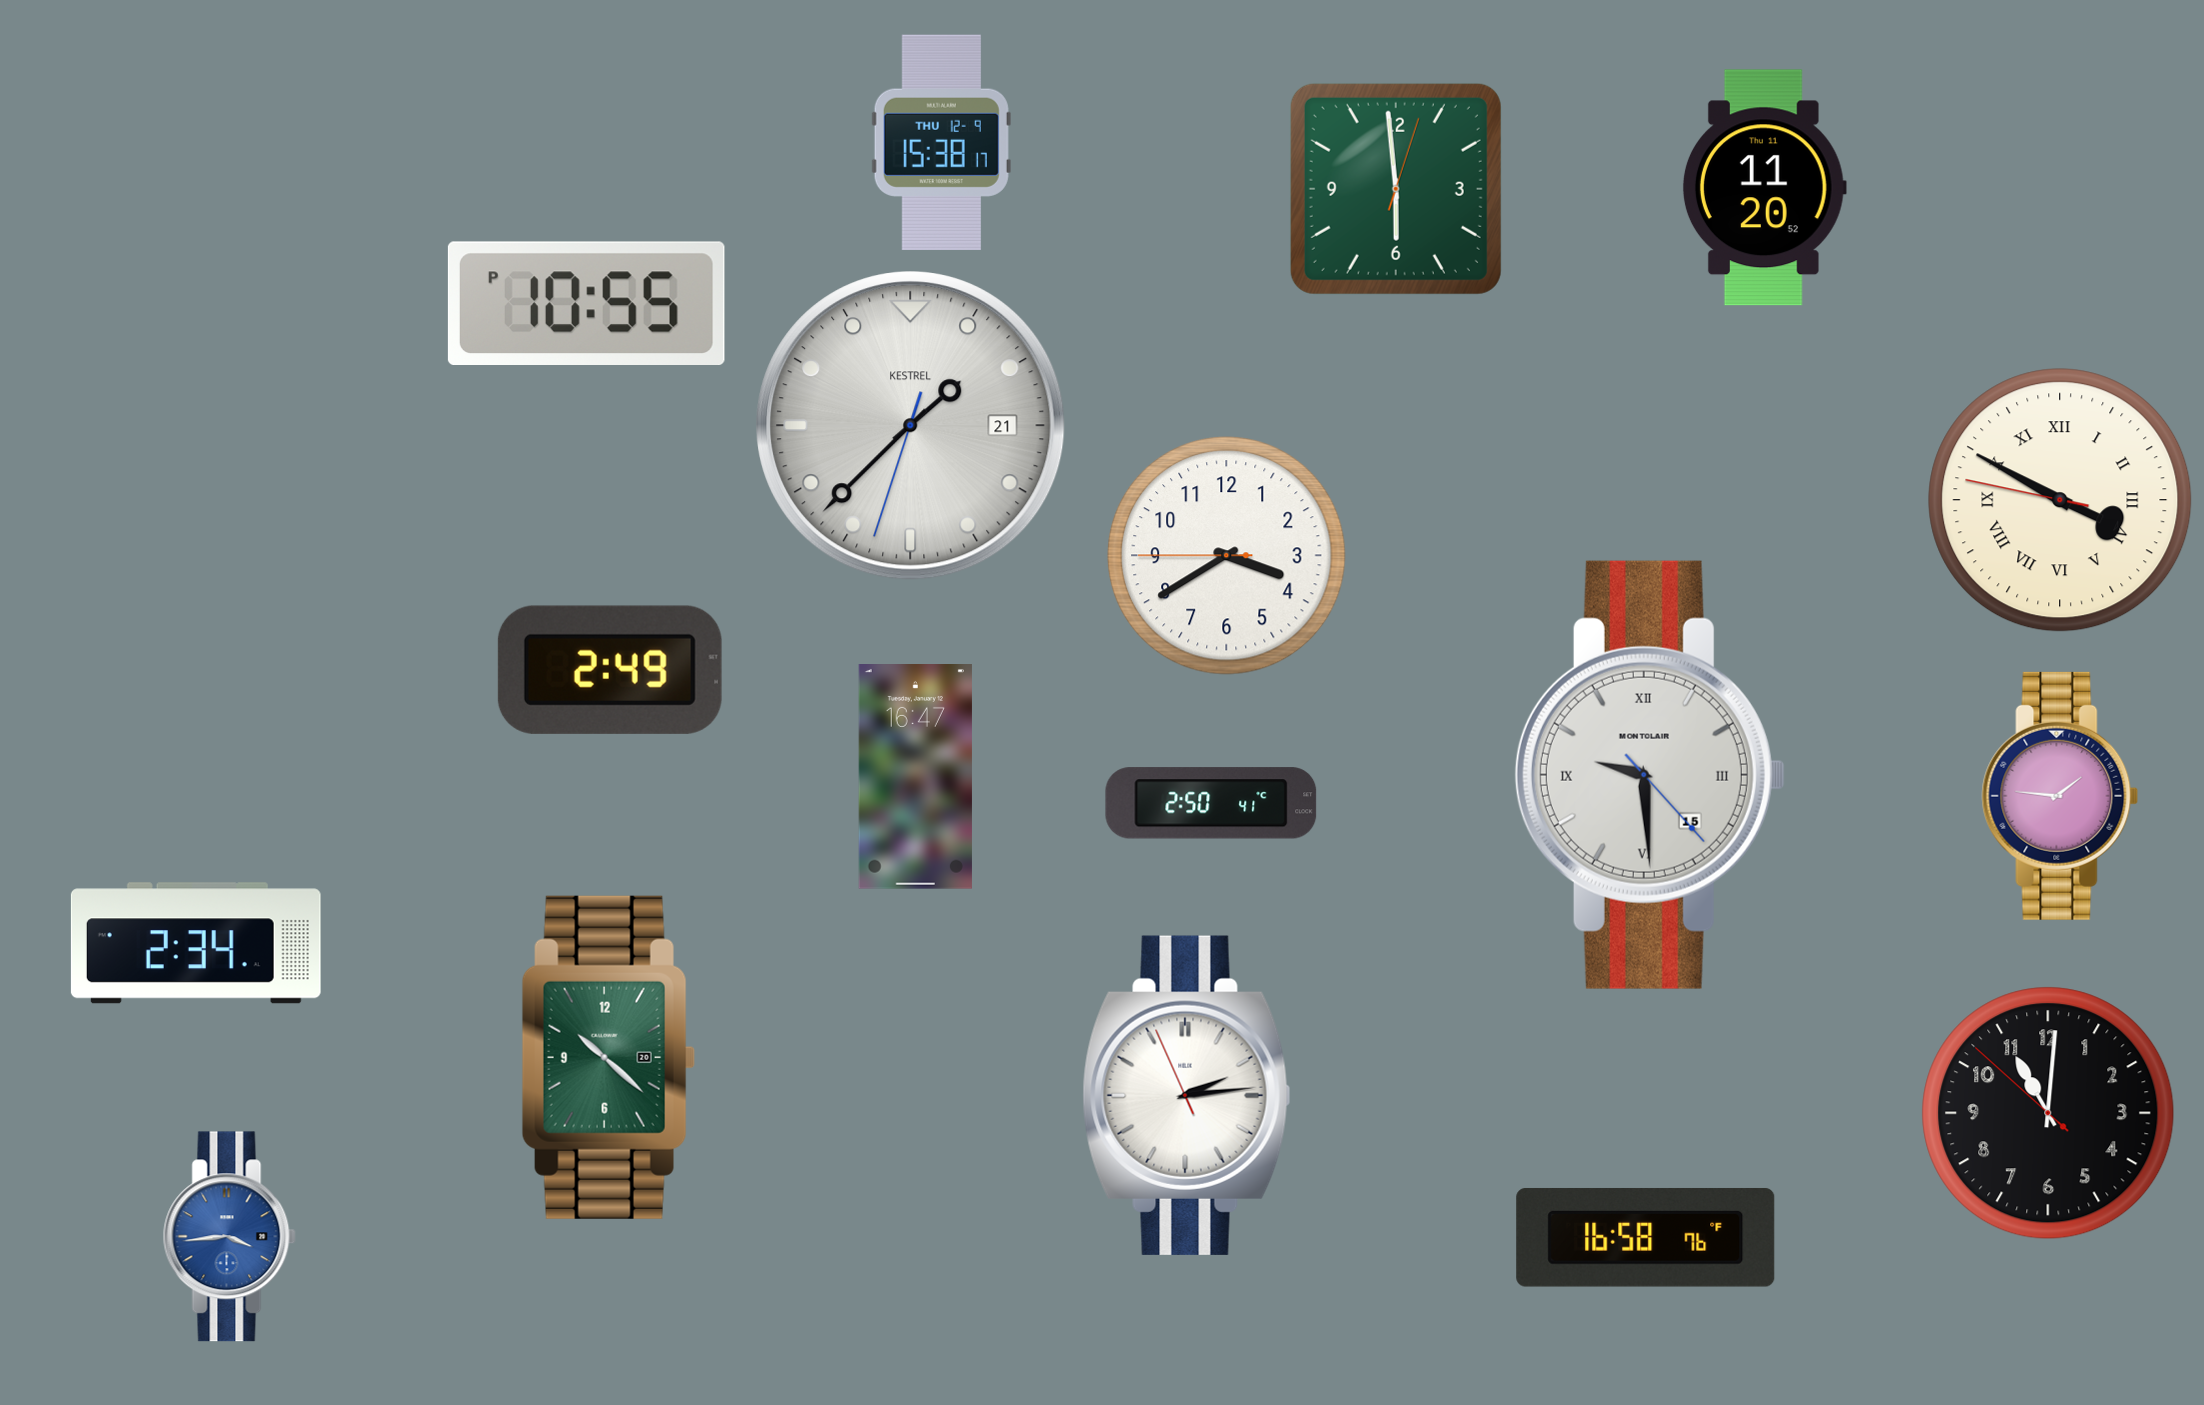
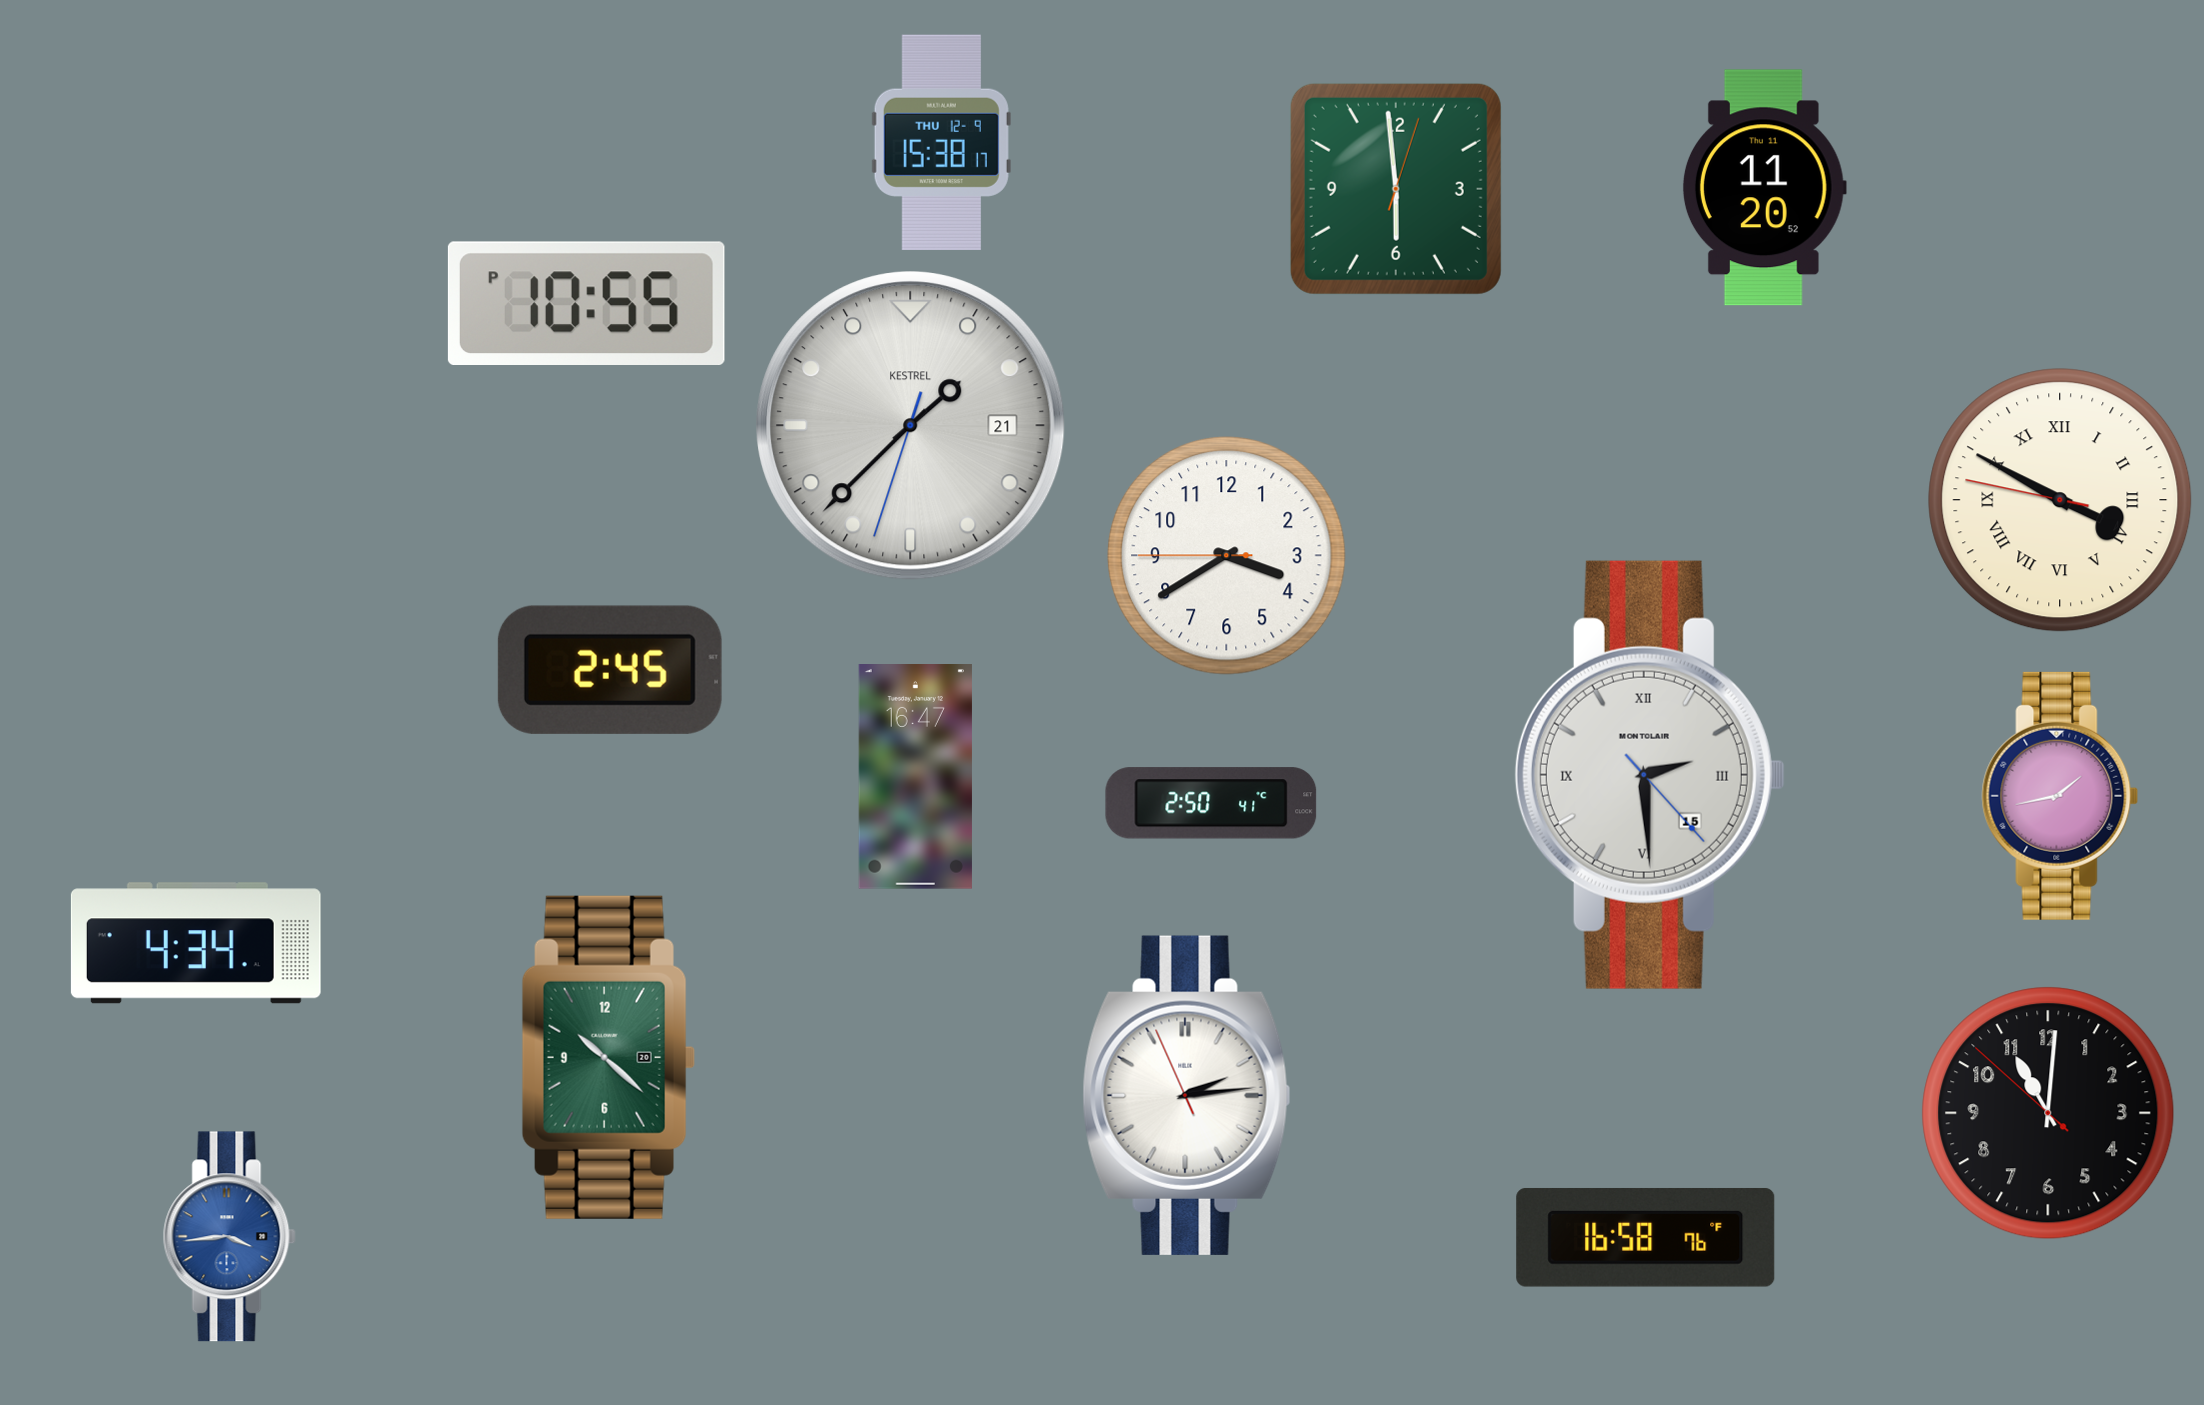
clock at (610, 670): 2:49 -> 2:45
clock at (1650, 775): 9:29 -> 2:29
clock at (2060, 796): 1:46 -> 1:43
clock at (196, 943): 2:34 -> 4:34
